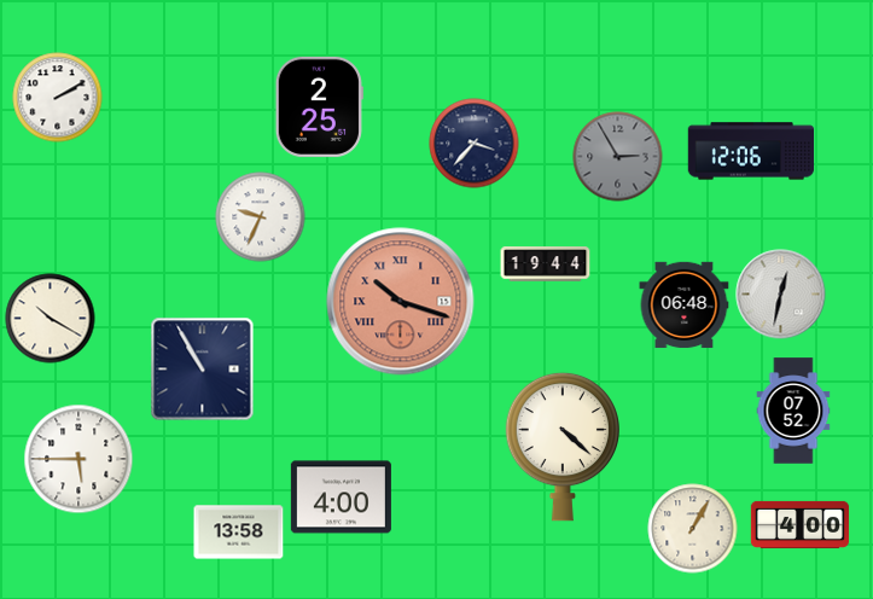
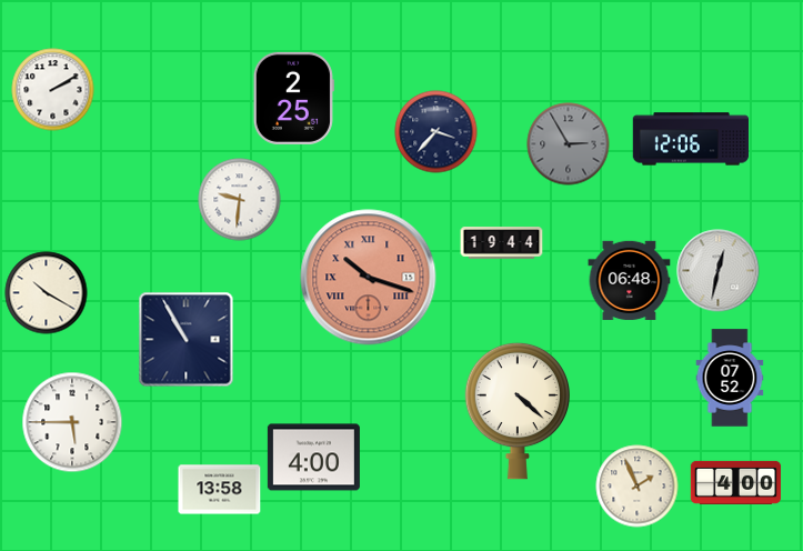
clock at (261, 217): 9:34 -> 9:31
clock at (693, 529): 1:05 -> 1:56
